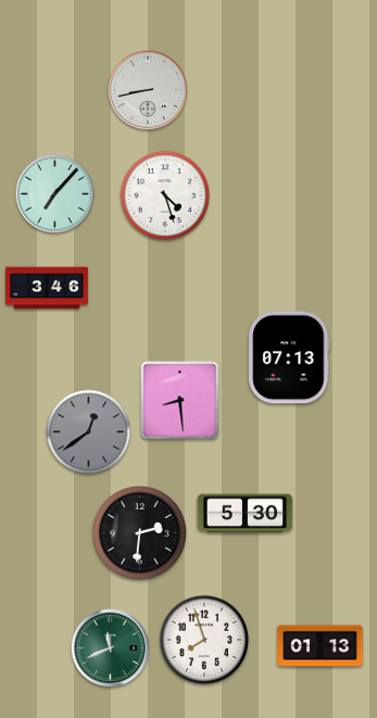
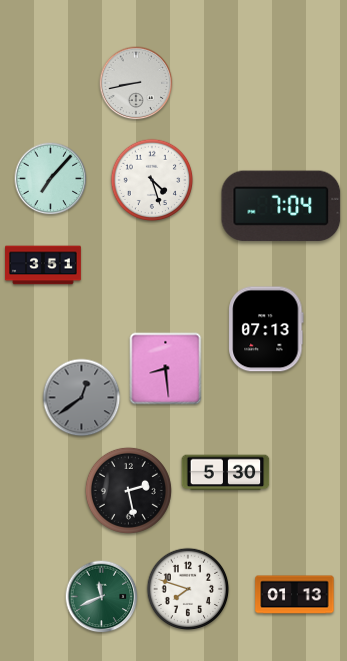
clock at (281, 206): none -> 7:04
clock at (47, 288): 3:46 -> 3:51
clock at (139, 532): 2:31 -> 2:28
clock at (204, 640): 7:57 -> 7:48
